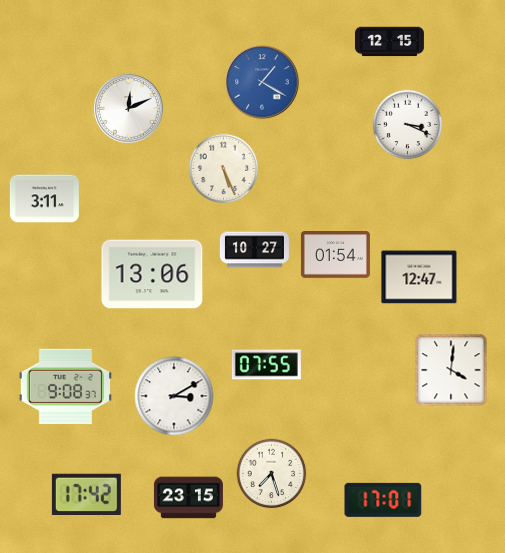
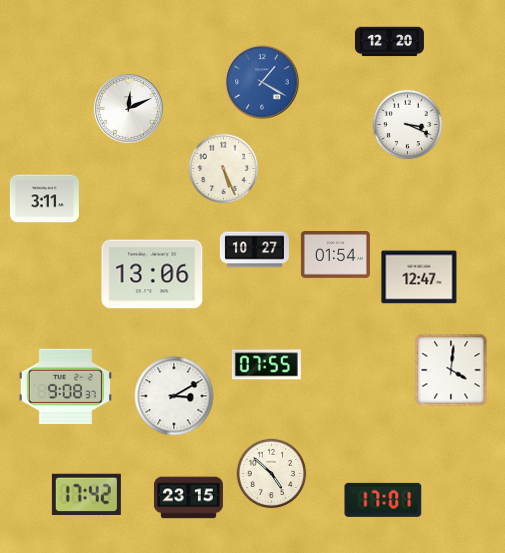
clock at (389, 42): 12:15 -> 12:20
clock at (272, 474): 7:27 -> 4:52
